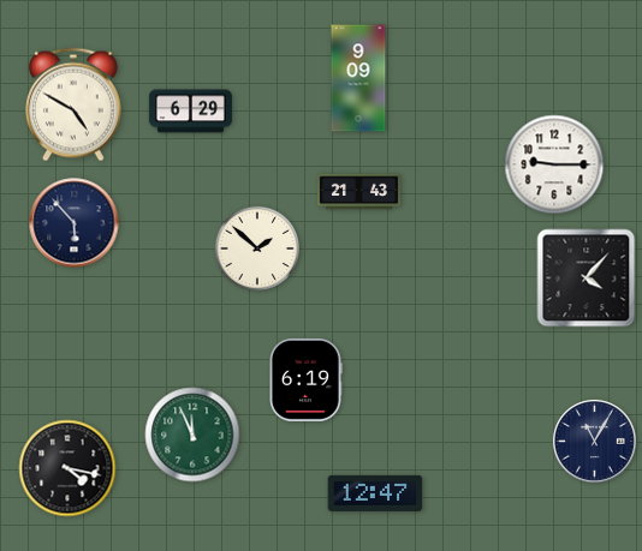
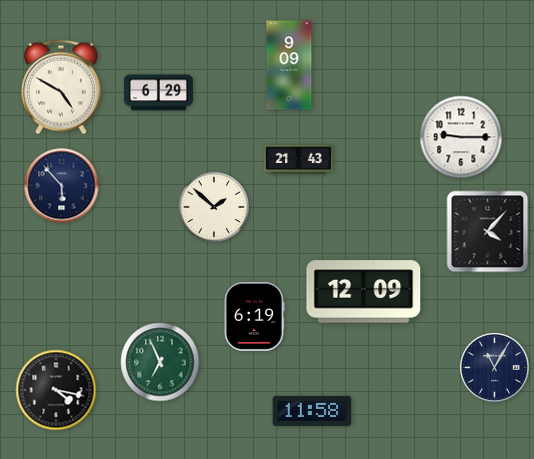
clock at (358, 78) position: (358, 78) -> (289, 65)
clock at (364, 292): none -> 12:09
clock at (192, 435): 11:56 -> 6:56
clock at (375, 493): 12:47 -> 11:58
